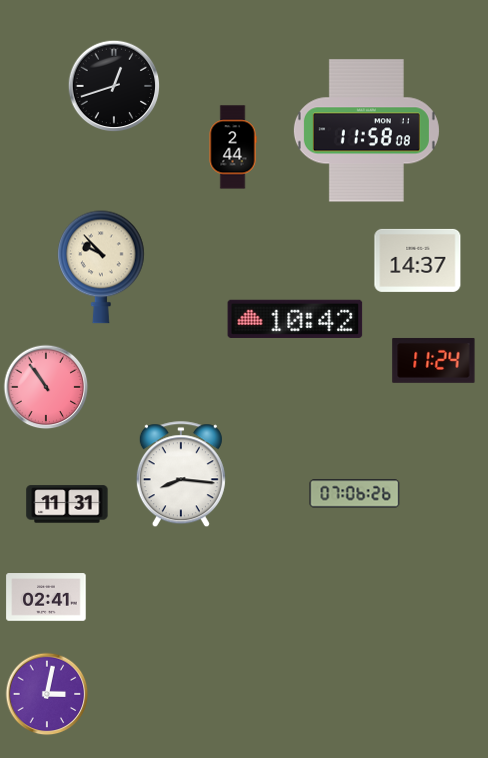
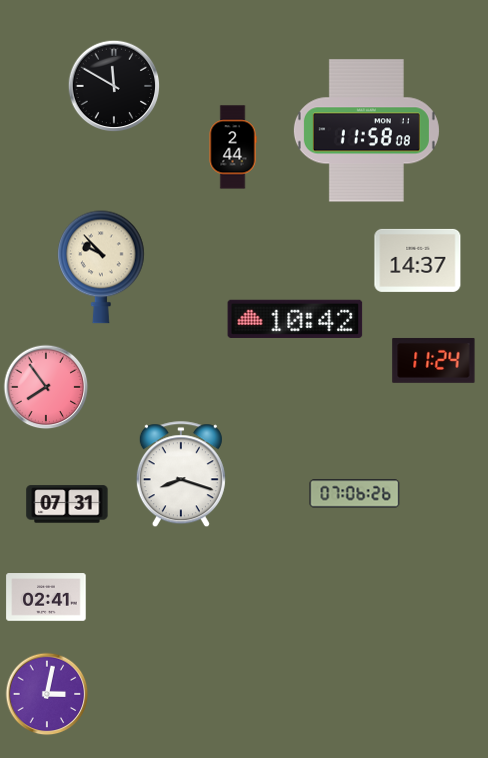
clock at (114, 86): 12:42 -> 11:50
clock at (46, 387): 10:54 -> 7:54
clock at (181, 475): 8:16 -> 8:18
clock at (67, 504): 11:31 -> 07:31
